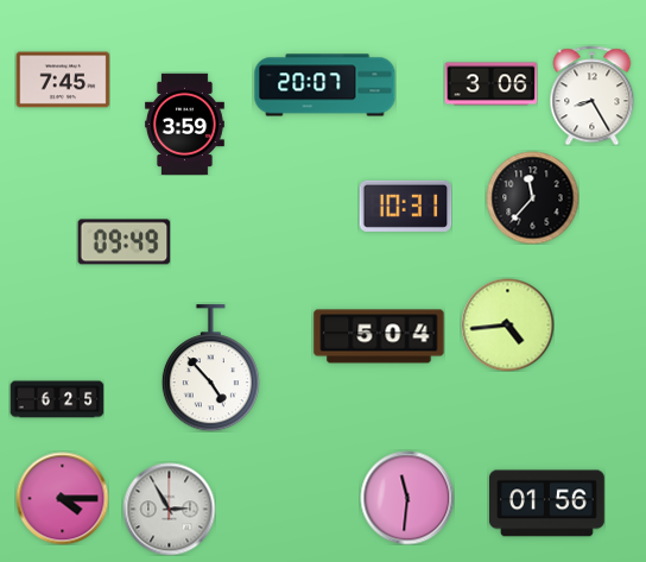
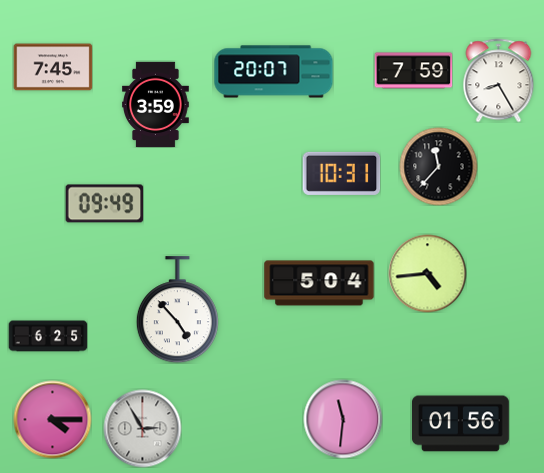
clock at (490, 84): 3:06 -> 7:59
clock at (532, 197) position: (532, 197) -> (438, 166)
